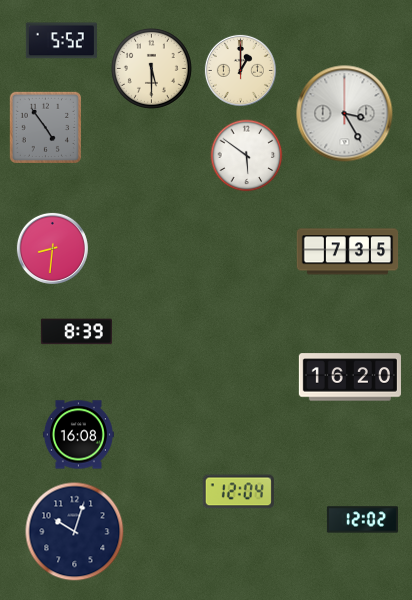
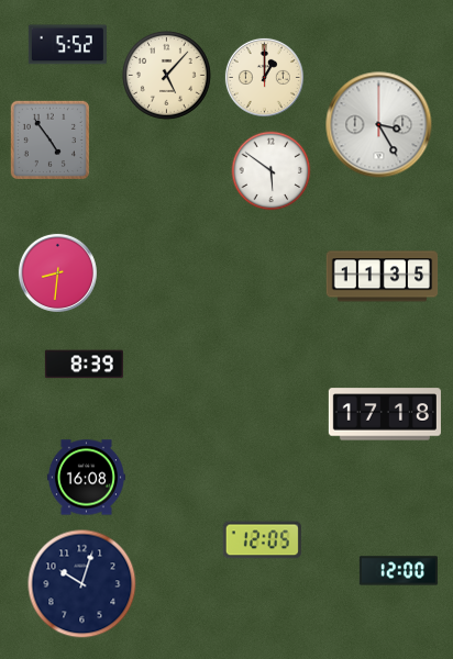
clock at (151, 68): 5:30 -> 5:07
clock at (348, 252): 7:35 -> 11:35
clock at (350, 377): 16:20 -> 17:18
clock at (238, 492): 12:04 -> 12:05
clock at (362, 520): 12:02 -> 12:00
